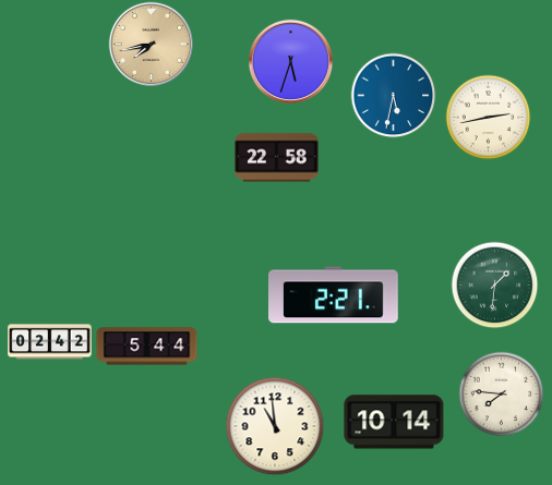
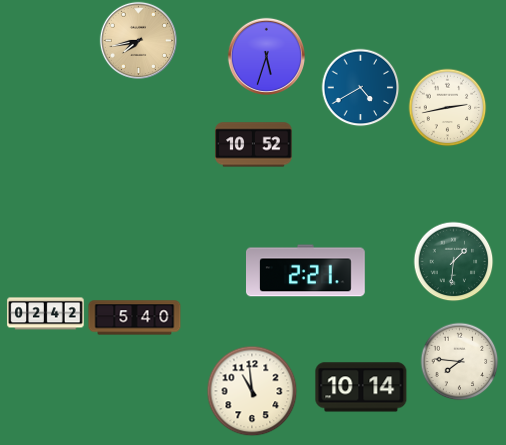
clock at (393, 95): 5:32 -> 4:40
clock at (277, 158): 22:58 -> 10:52
clock at (147, 347): 5:44 -> 5:40
